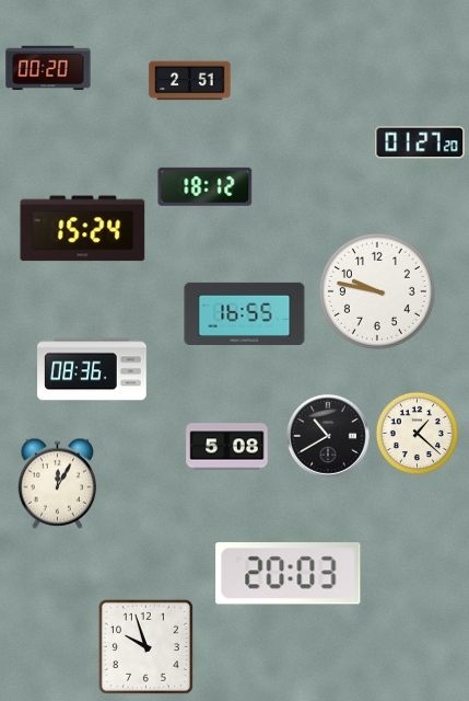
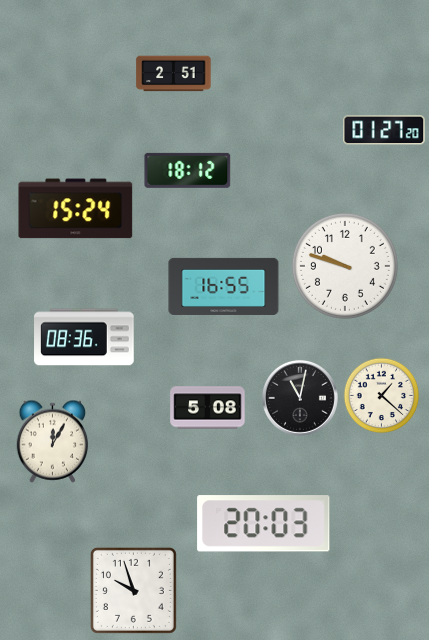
clock at (48, 68): 00:20 -> none
clock at (377, 291): 9:47 -> 9:48
clock at (328, 436): 10:40 -> 11:02
